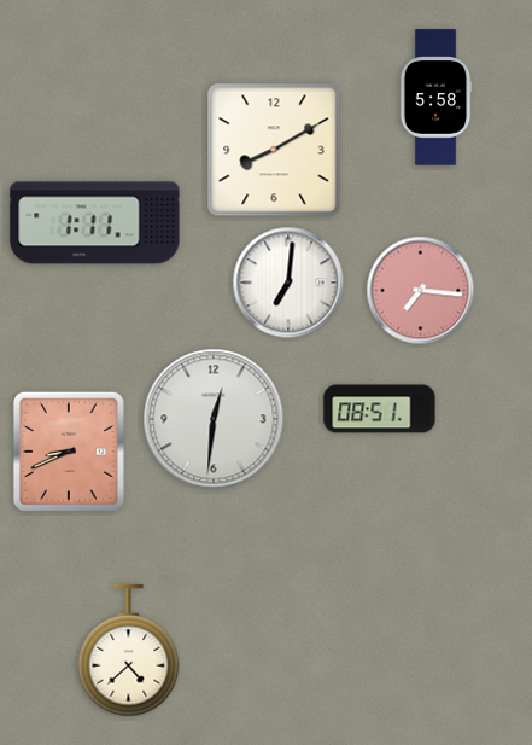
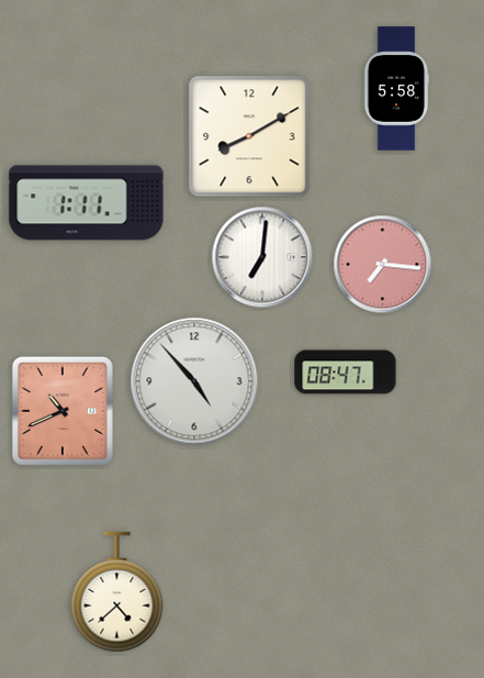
clock at (380, 409): 08:51 -> 08:47
clock at (214, 419): 12:31 -> 4:53
clock at (69, 452): 8:41 -> 10:41
